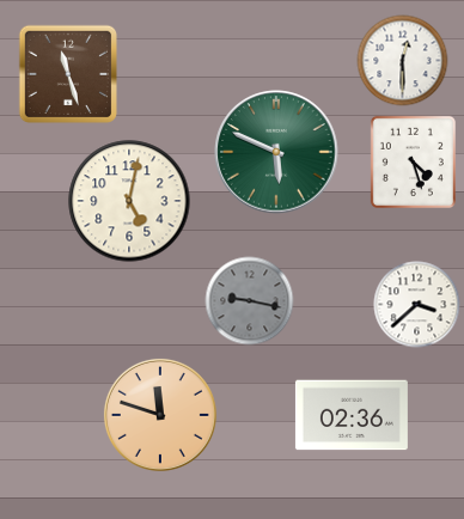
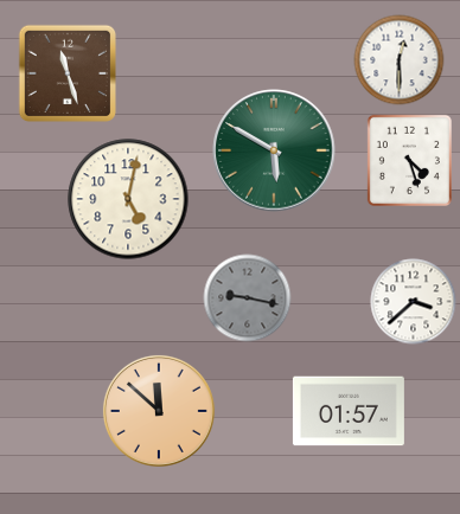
clock at (276, 152): 5:49 -> 5:50
clock at (160, 415): 11:48 -> 11:52
clock at (352, 415): 02:36 -> 01:57
